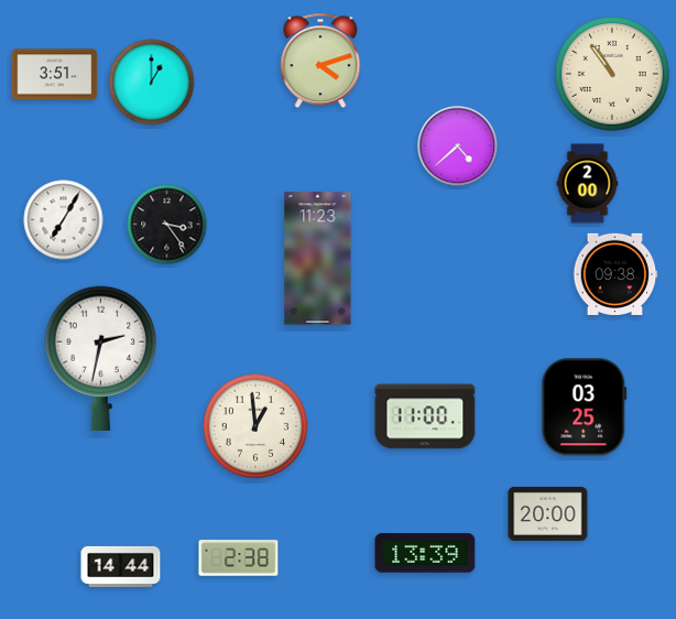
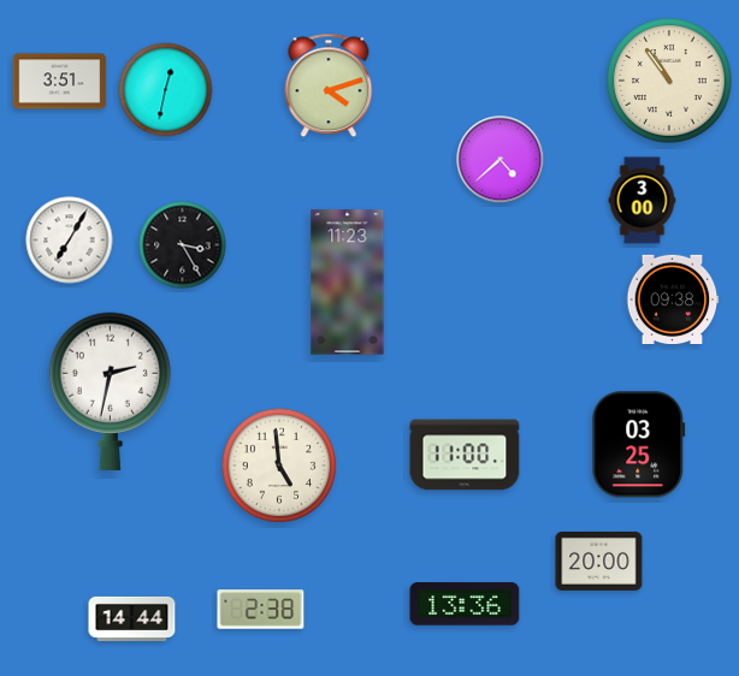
clock at (320, 61) position: (320, 61) -> (329, 85)
clock at (152, 83): 1:00 -> 12:32
clock at (588, 184): 2:00 -> 3:00
clock at (167, 225): 3:24 -> 3:25
clock at (254, 425): 12:59 -> 4:59
clock at (425, 553): 13:39 -> 13:36
